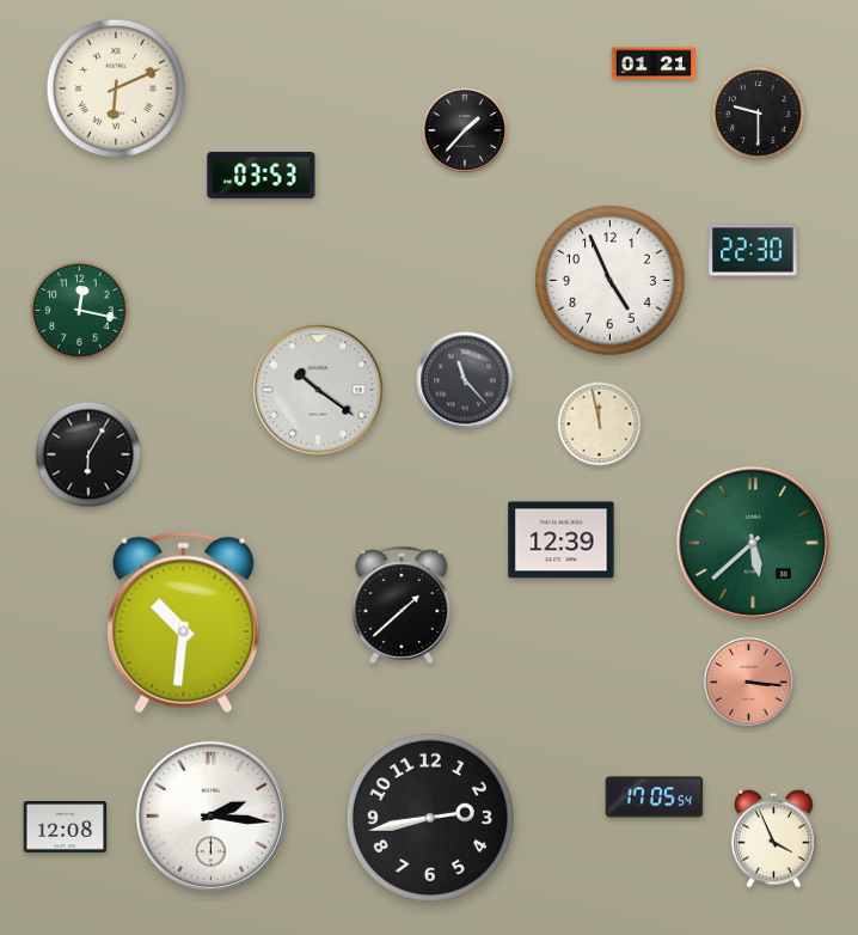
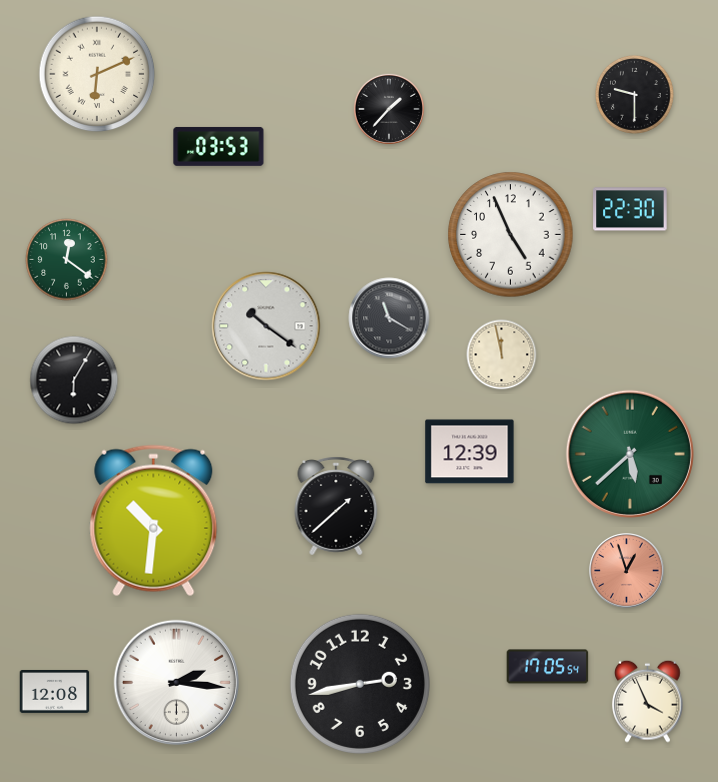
clock at (654, 63): 01:21 -> none
clock at (80, 311): 12:17 -> 12:21
clock at (465, 380): 11:23 -> 11:20
clock at (749, 683): 3:16 -> 12:57
